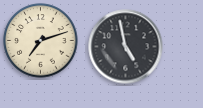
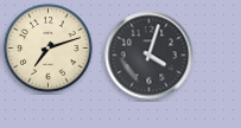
clock at (126, 47): 4:58 -> 4:03
